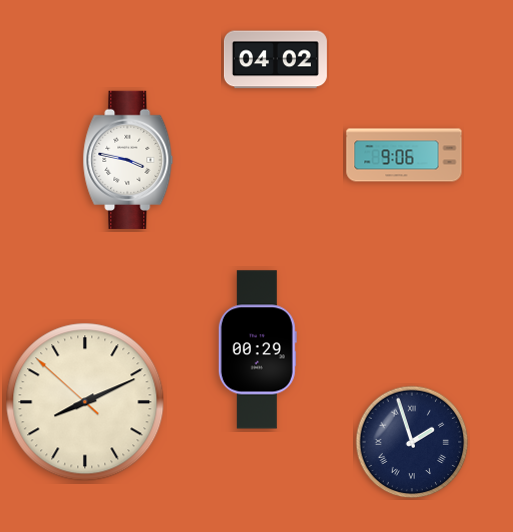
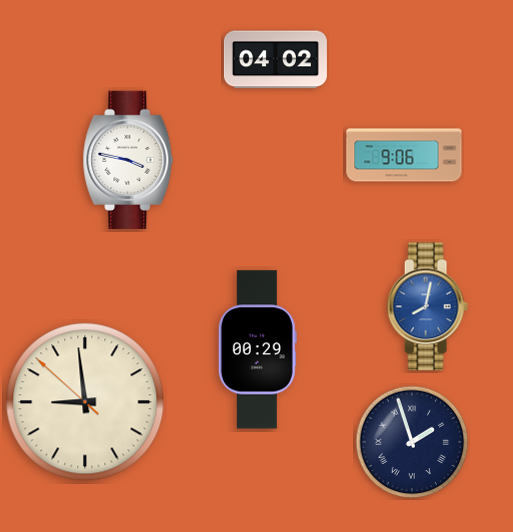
clock at (427, 307): none -> 8:02
clock at (85, 402): 8:10 -> 8:58
